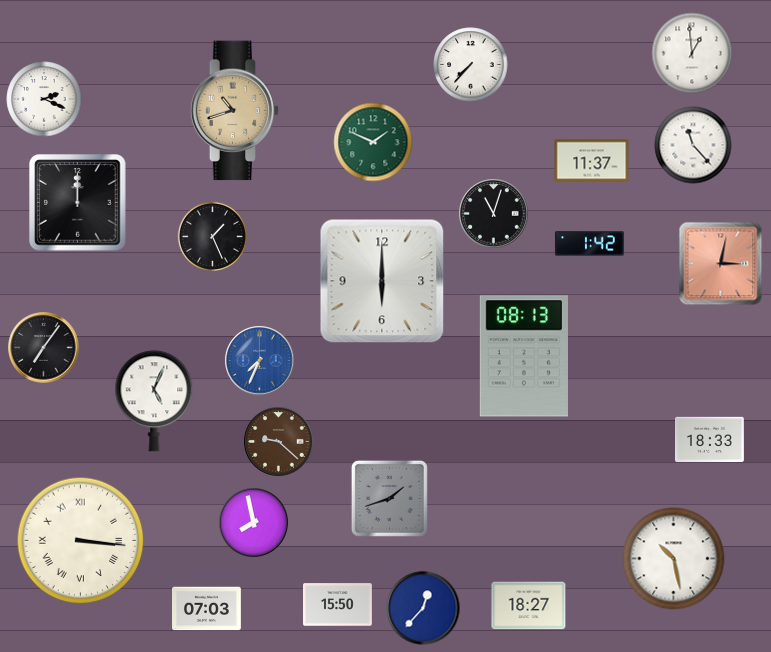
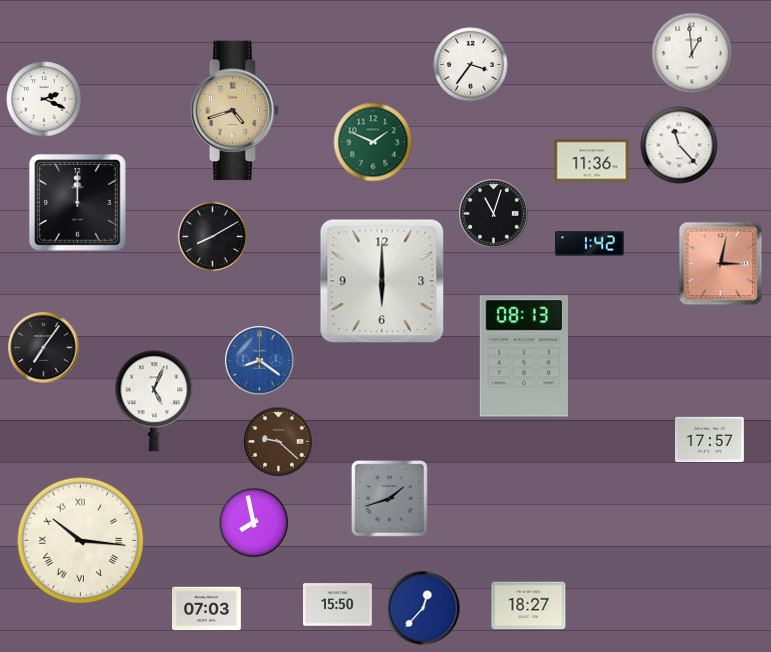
clock at (471, 65): 7:37 -> 3:36
clock at (235, 111): 10:42 -> 4:42
clock at (693, 145) position: (693, 145) -> (679, 145)
clock at (592, 161): 11:37 -> 11:36
clock at (212, 236): 1:26 -> 8:10
clock at (260, 361): 7:34 -> 8:21
clock at (710, 439): 18:33 -> 17:57
clock at (81, 541): 3:16 -> 10:16
clock at (674, 559): 10:28 -> none
